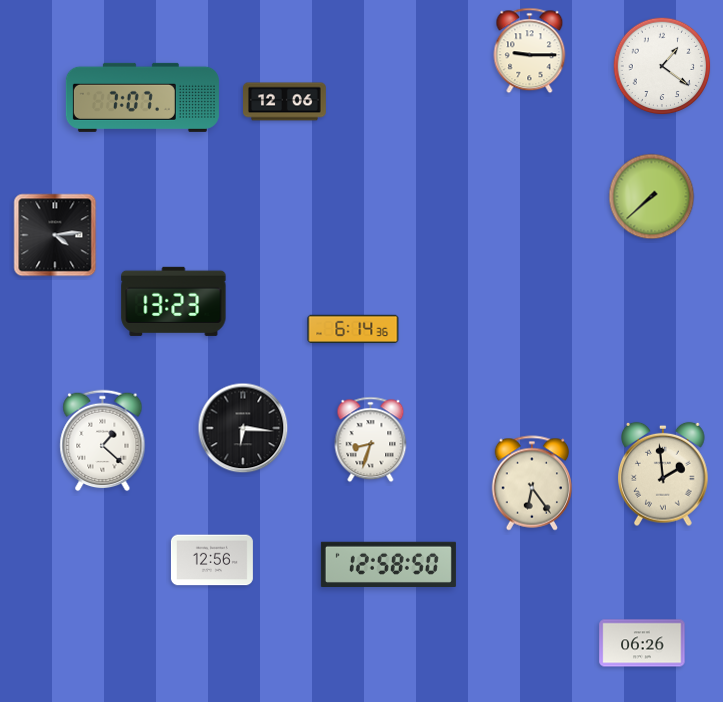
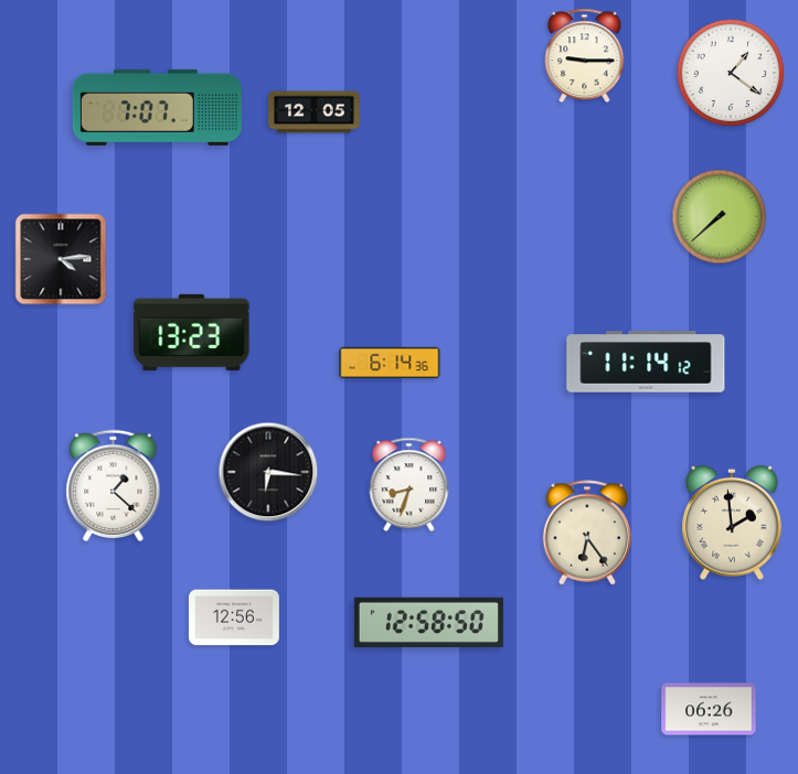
clock at (285, 102): 12:06 -> 12:05
clock at (646, 362): none -> 11:14
